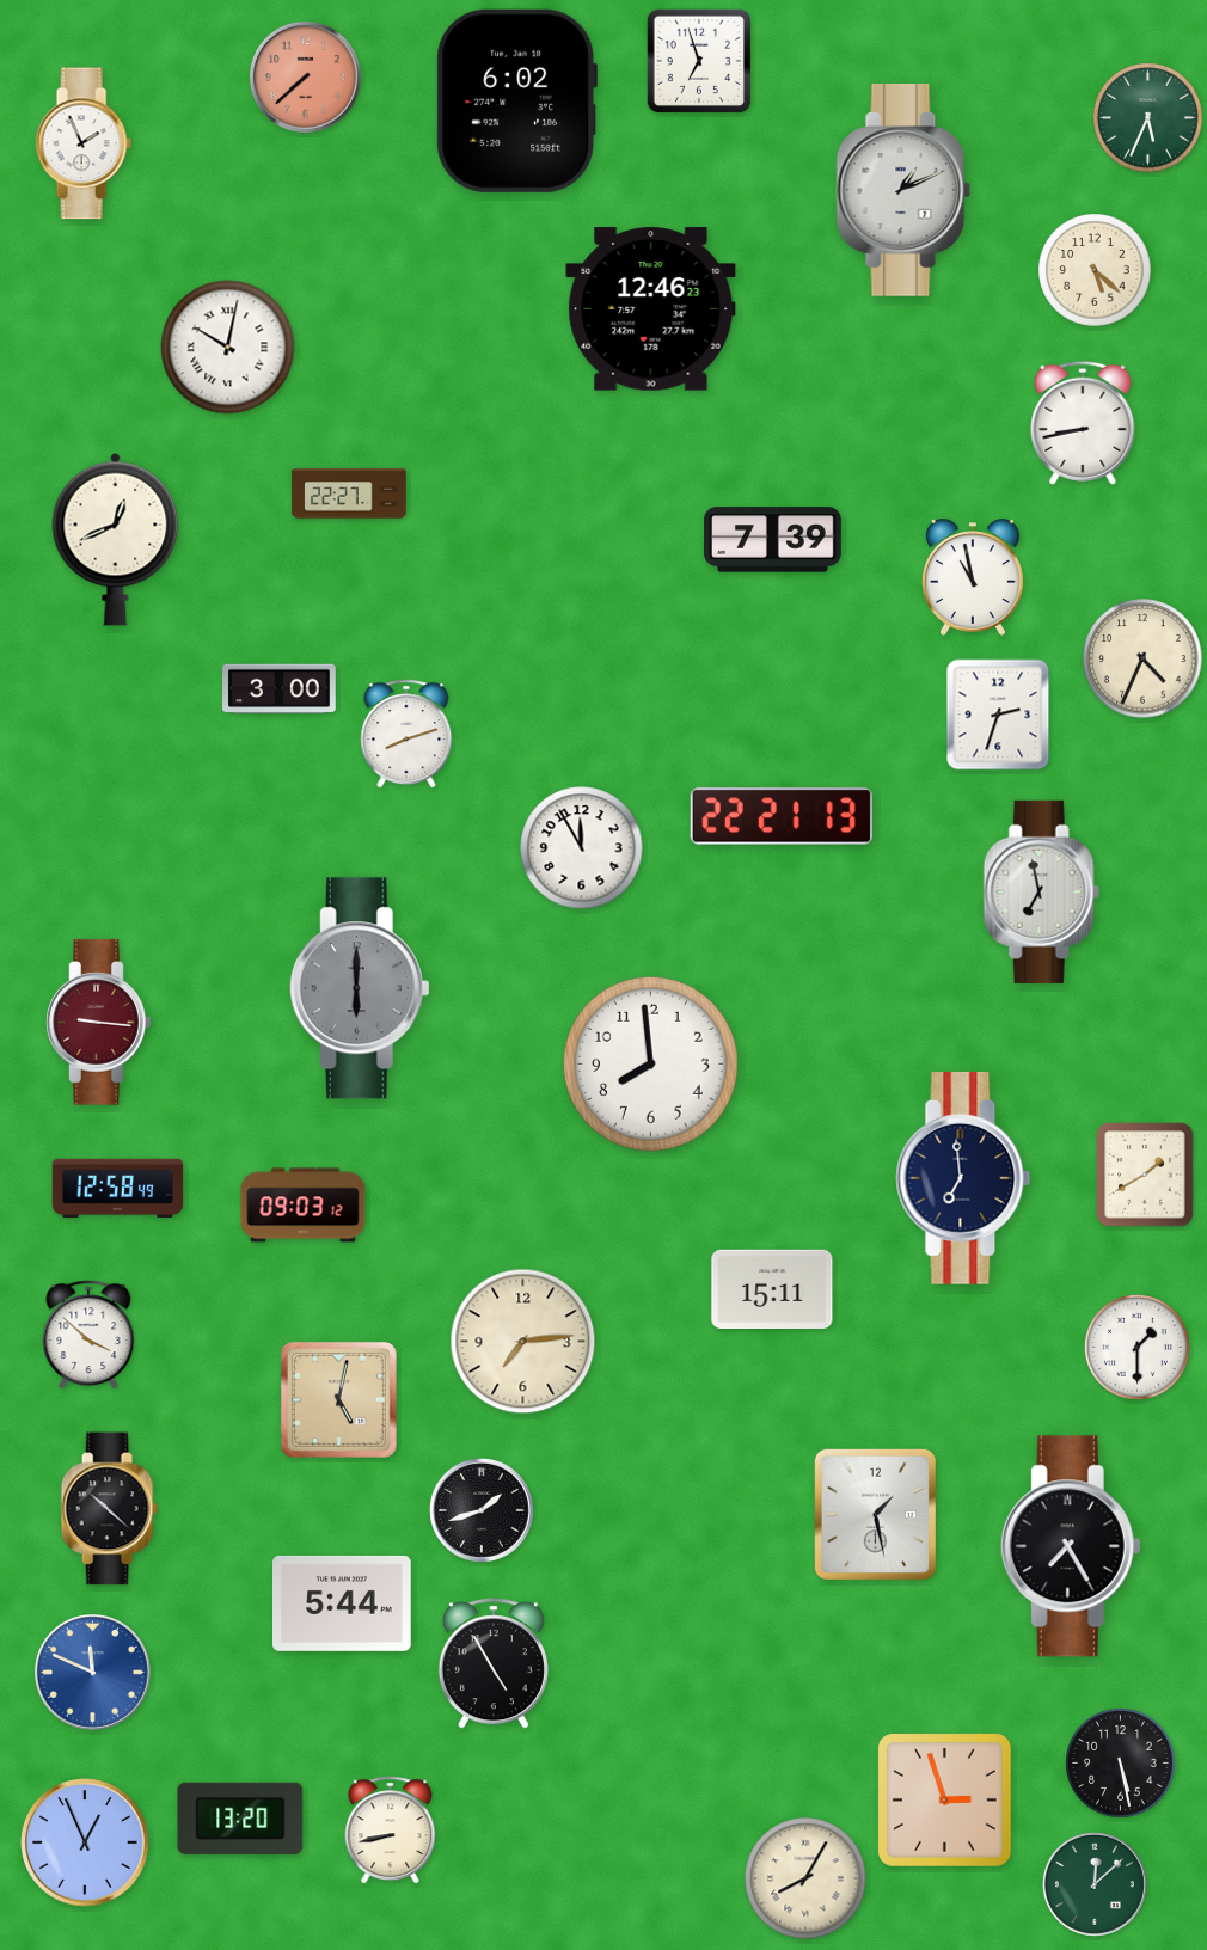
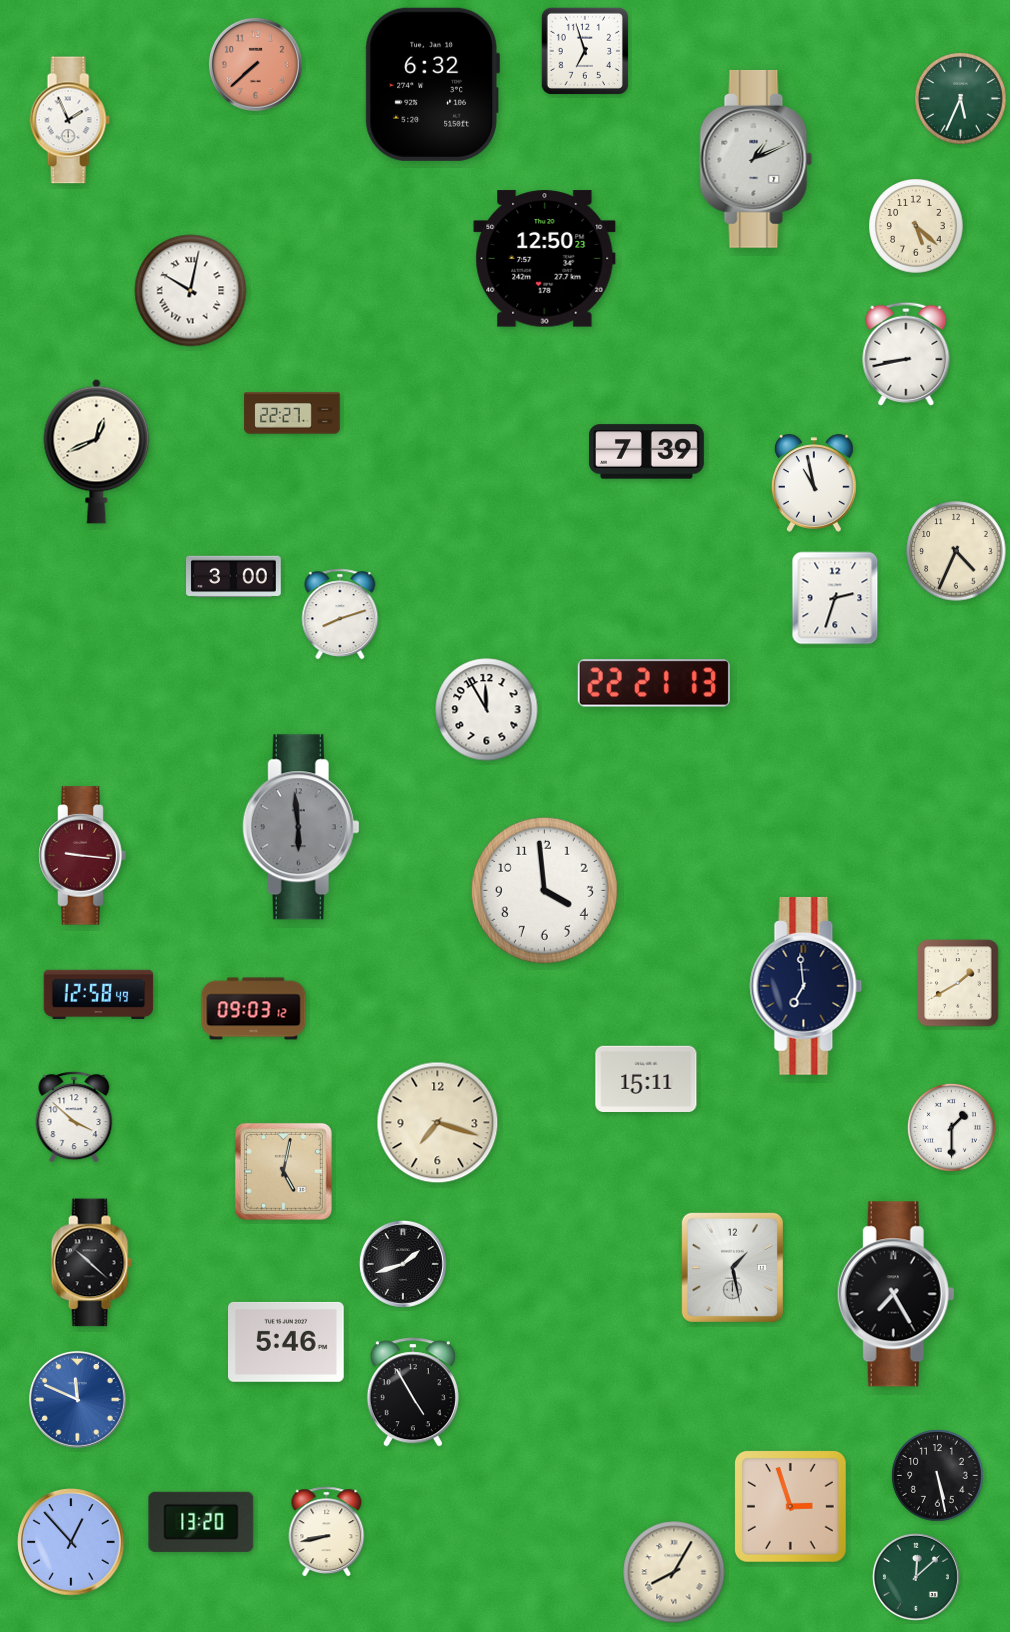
clock at (516, 100): 6:02 -> 6:32
clock at (651, 309): 12:46 -> 12:50
clock at (1041, 891): 6:58 -> none
clock at (360, 988): 6:00 -> 5:59
clock at (650, 1063): 7:59 -> 3:59
clock at (523, 1342): 7:14 -> 7:18
clock at (343, 1603): 5:44 -> 5:46
clock at (85, 1842): 12:56 -> 12:53
